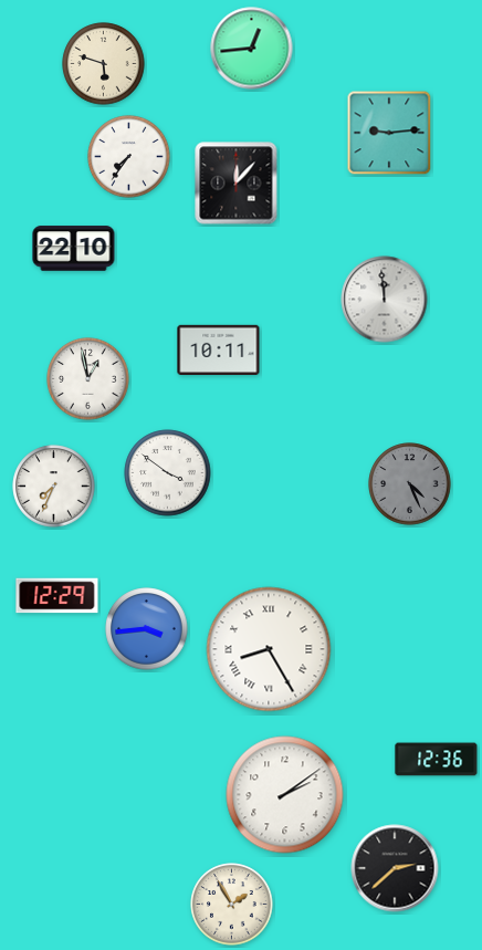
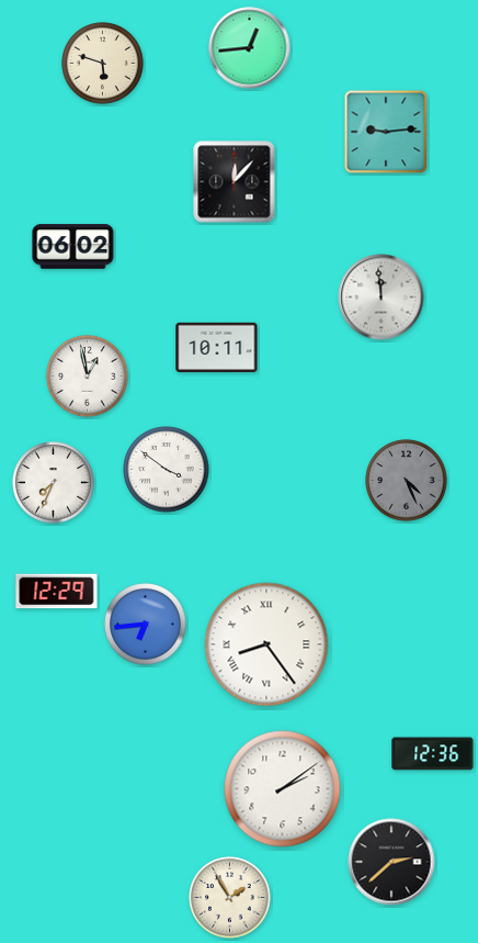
clock at (129, 157): 7:36 -> none
clock at (74, 249): 22:10 -> 06:02
clock at (147, 629): 3:44 -> 6:44
clock at (269, 649): 8:25 -> 8:24
